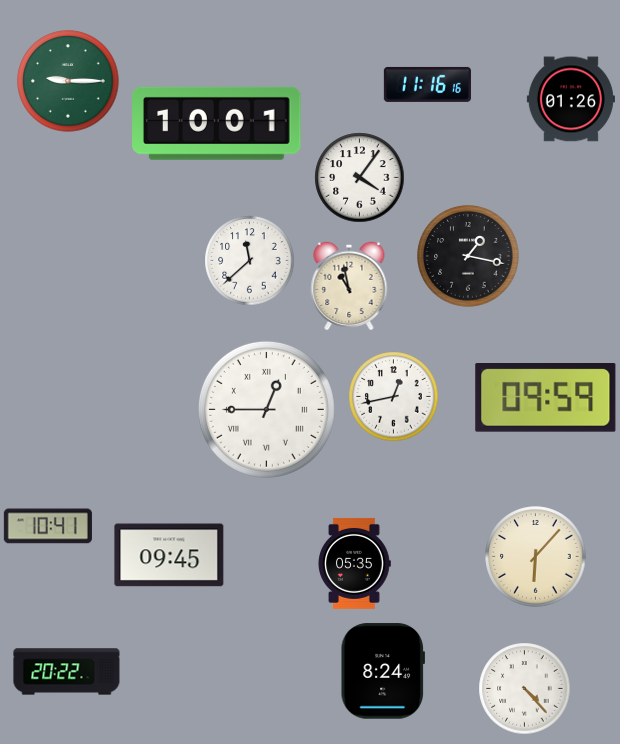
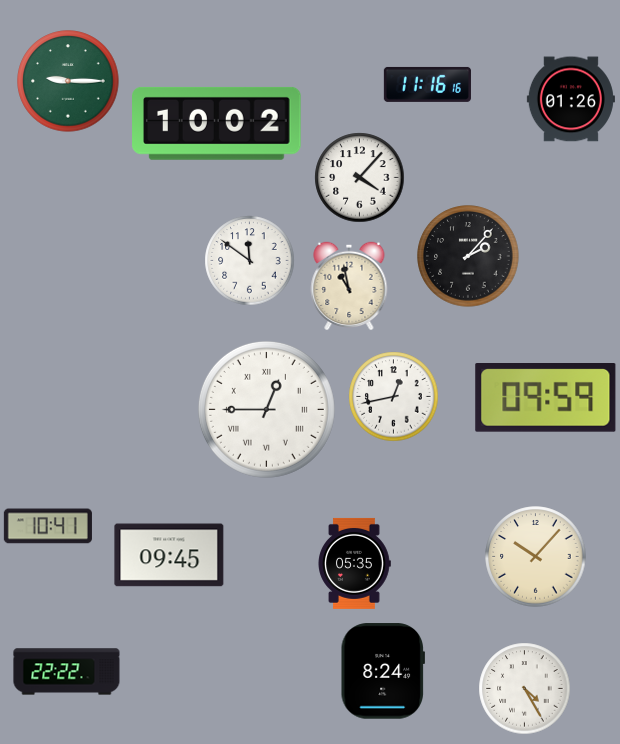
clock at (217, 123): 10:01 -> 10:02
clock at (360, 178): 4:06 -> 4:07
clock at (468, 256): 1:17 -> 2:07
clock at (250, 261): 11:38 -> 11:51
clock at (536, 557): 6:07 -> 10:07
clock at (67, 672): 20:22 -> 22:22
clock at (525, 689): 4:23 -> 4:25
